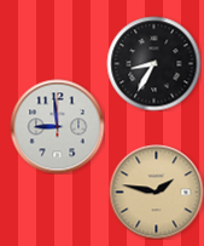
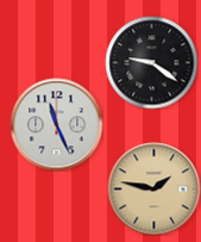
clock at (153, 63): 8:35 -> 9:21
clock at (57, 126): 8:59 -> 11:26
